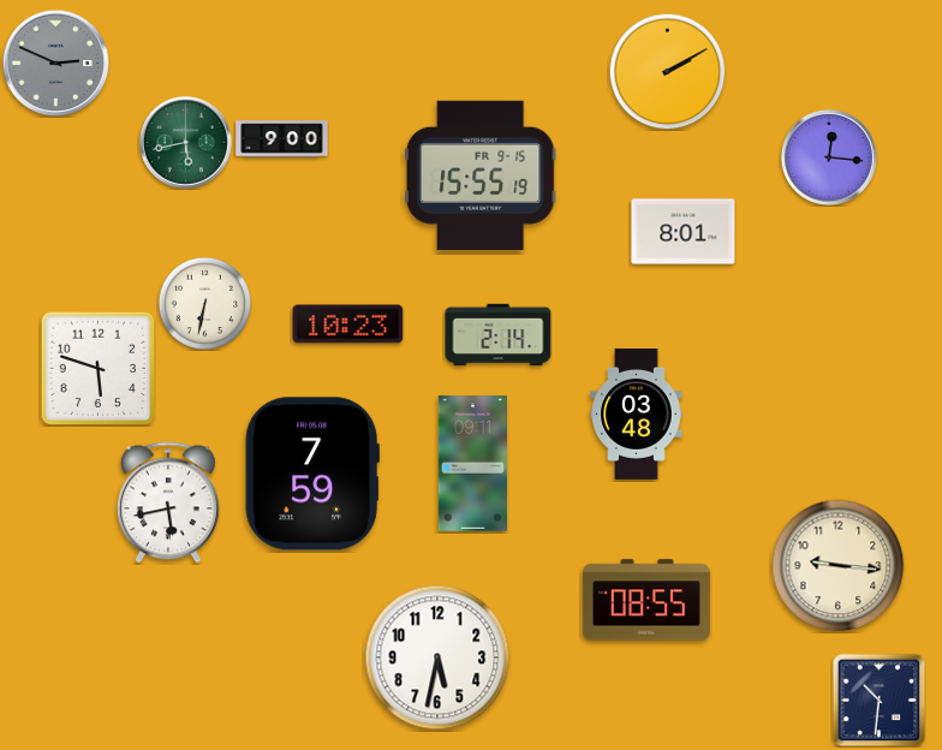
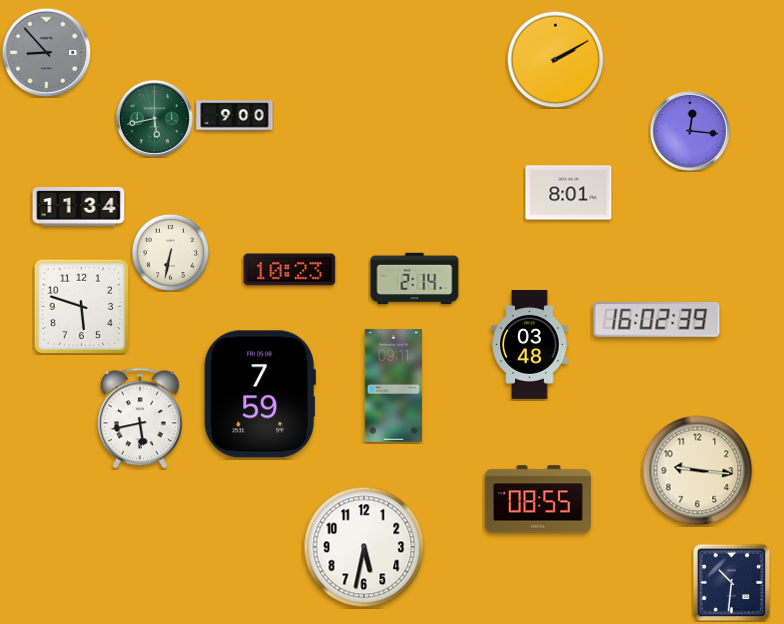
clock at (55, 62): 2:49 -> 8:53
clock at (482, 175): 15:55 -> none
clock at (79, 207): none -> 11:34
clock at (657, 320): none -> 16:02
